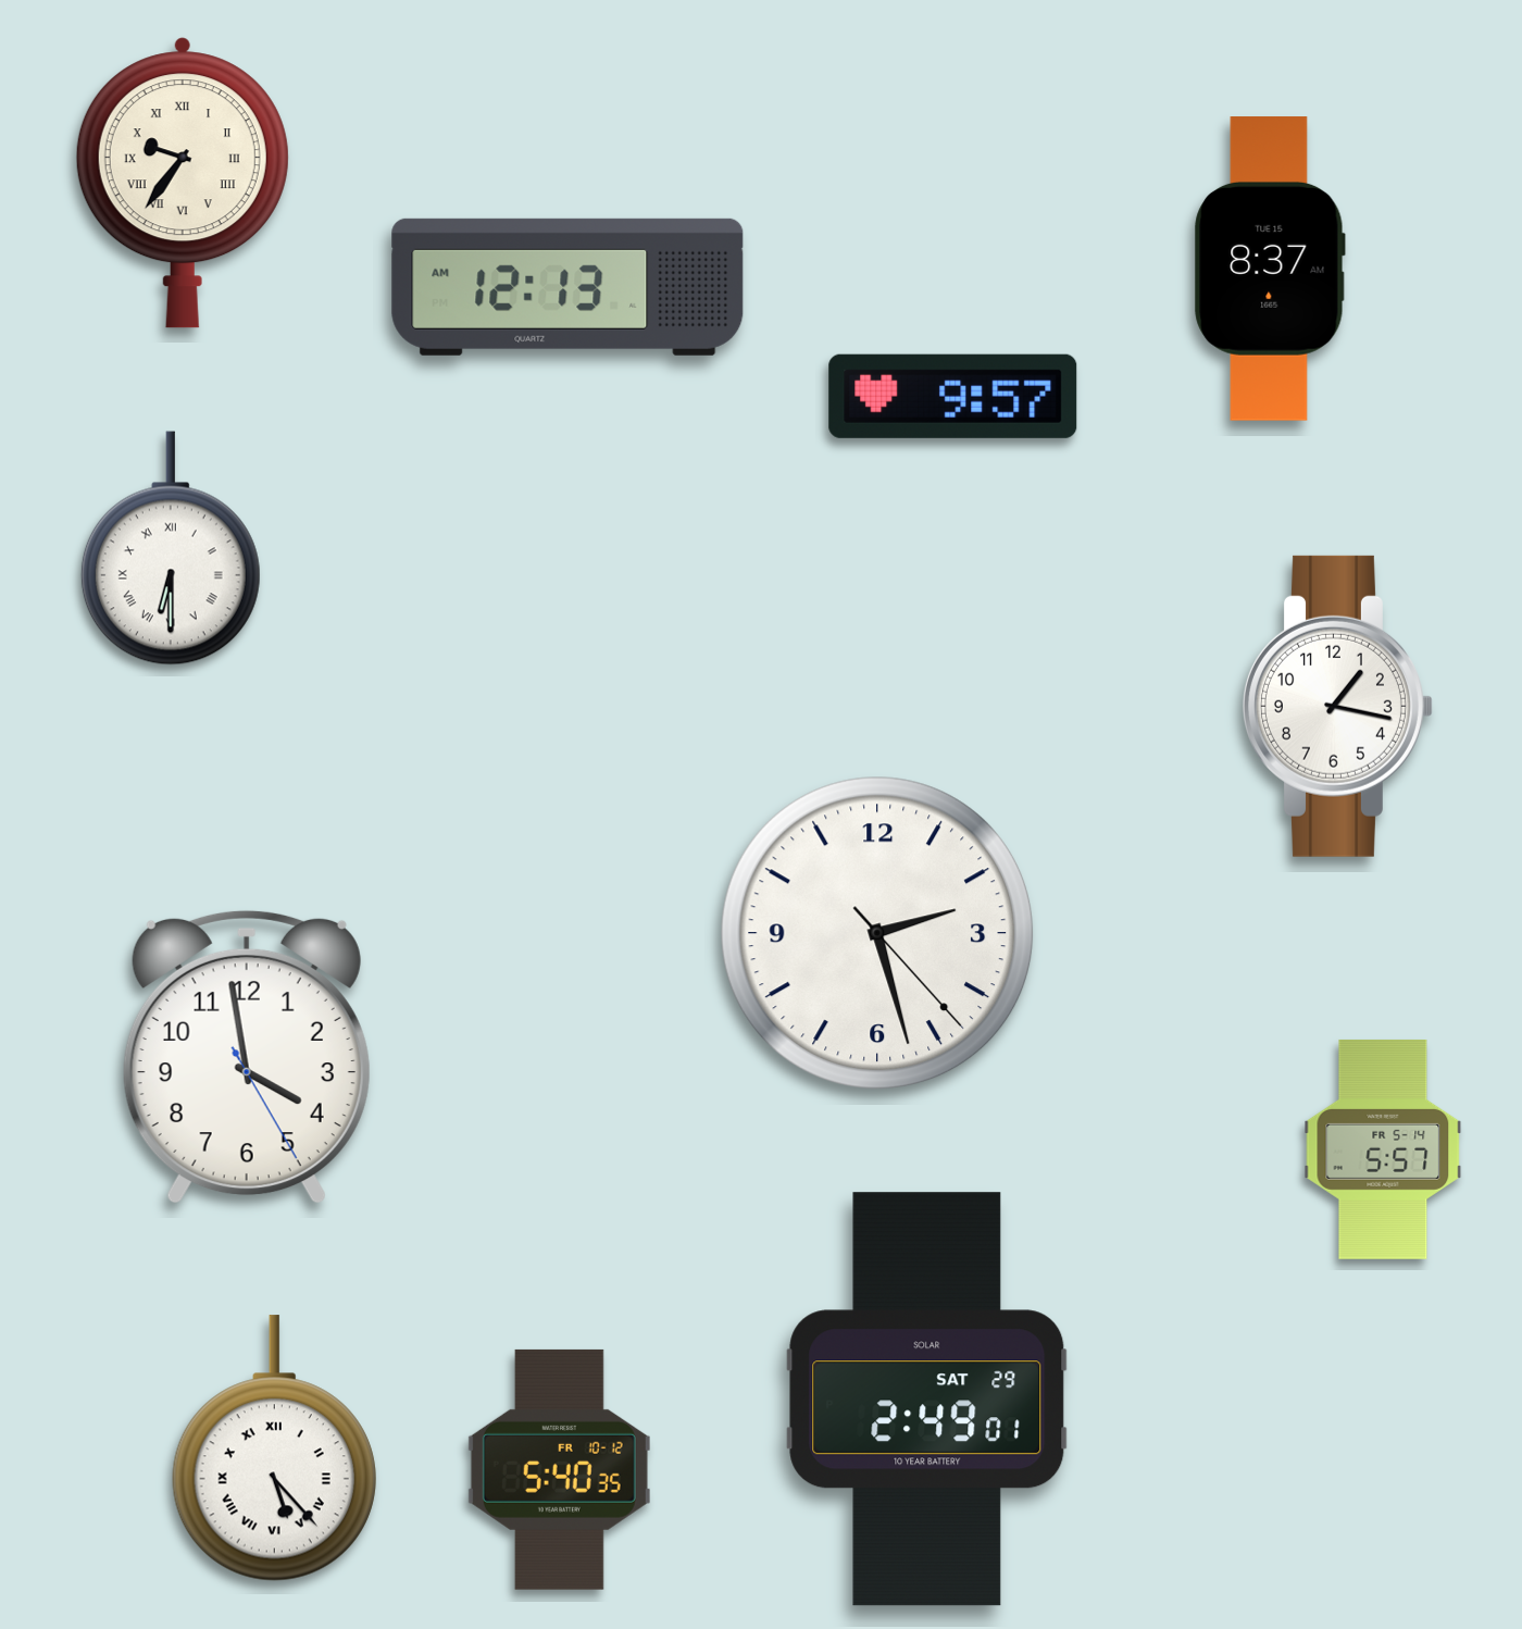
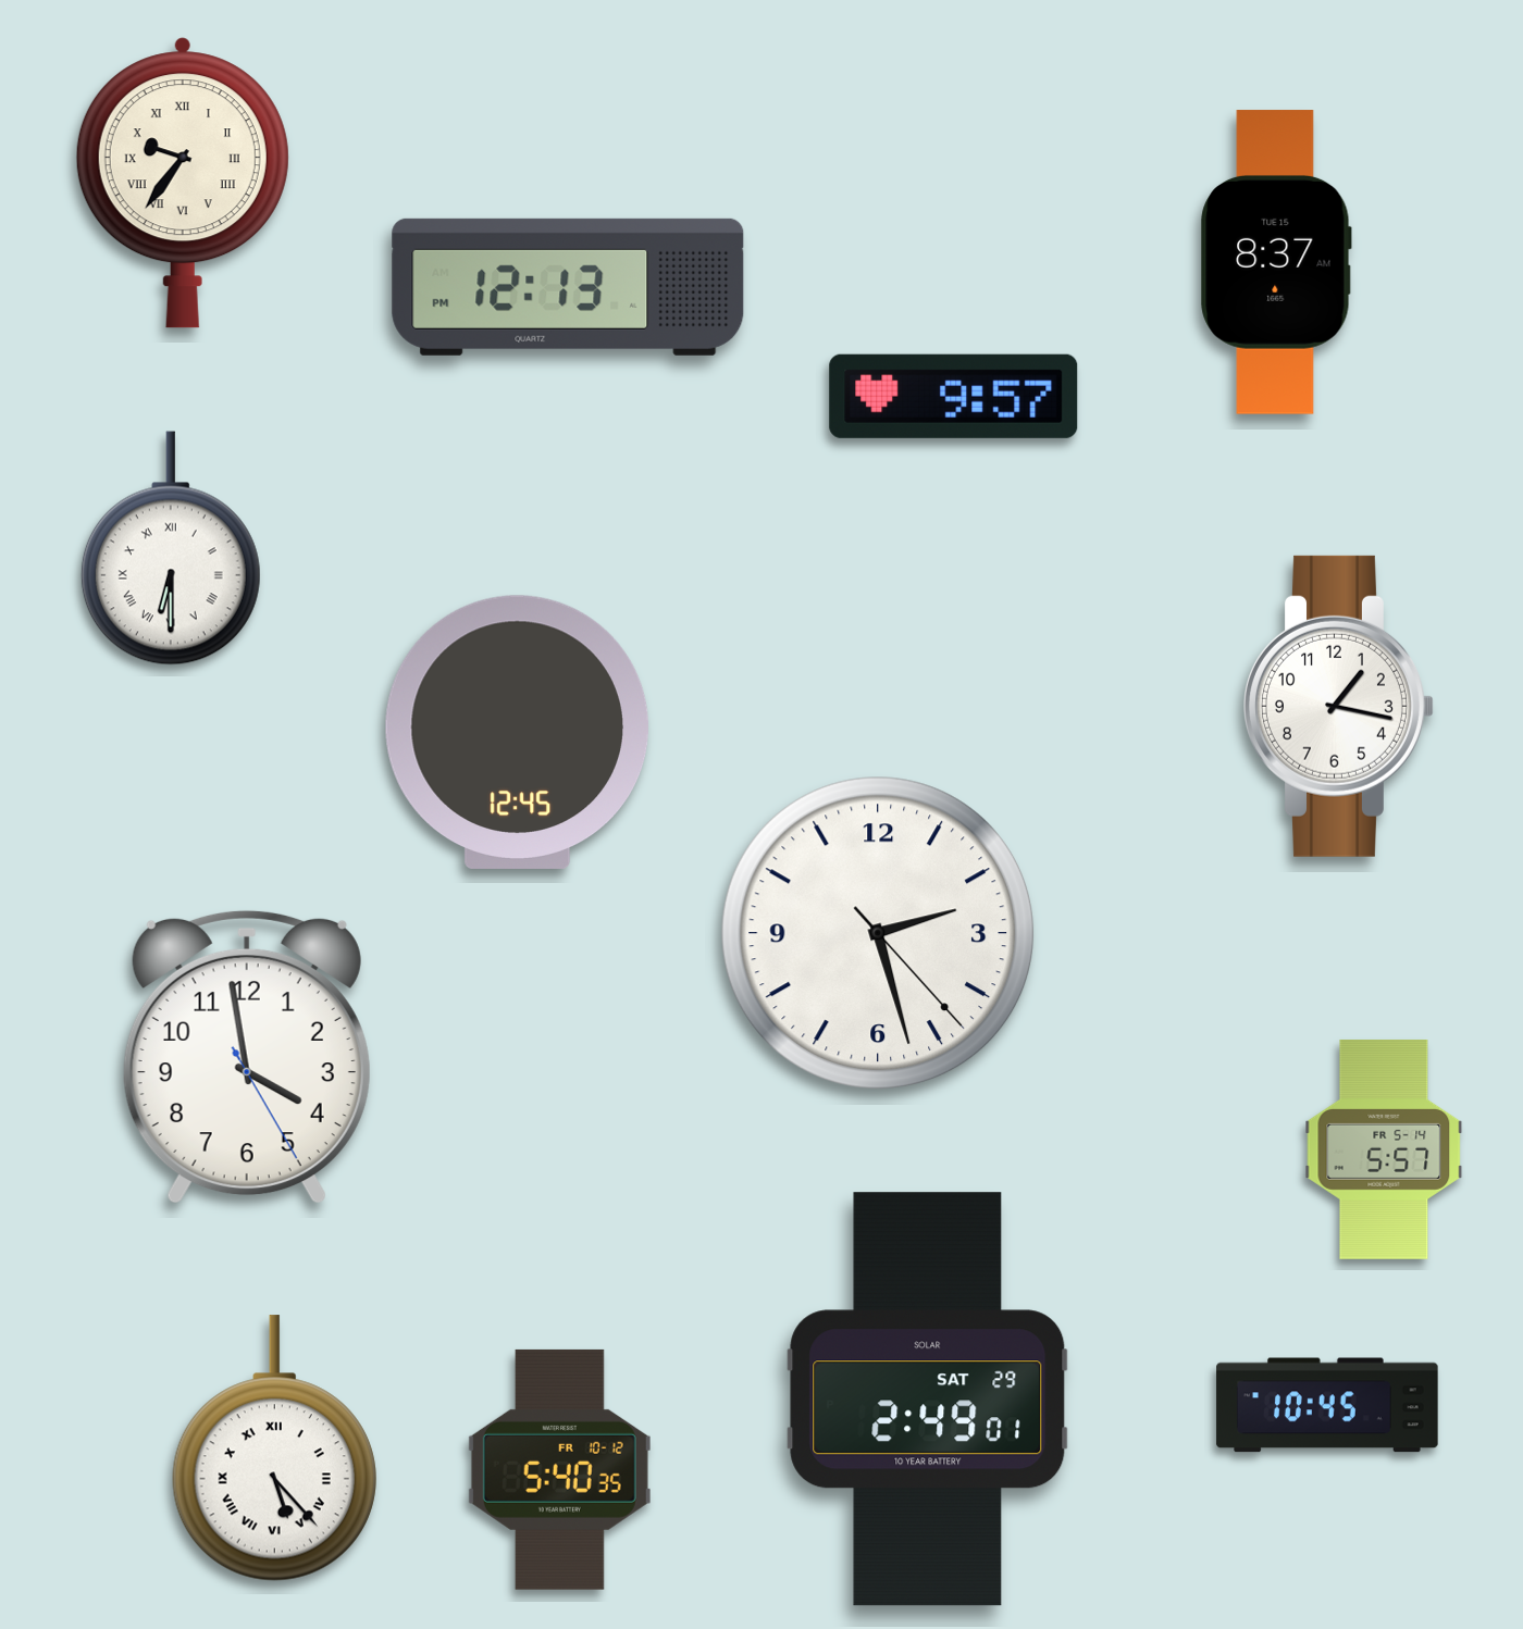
clock at (1270, 269) position: (1270, 269) -> (1276, 262)
clock at (567, 287): 12:13 AM -> 12:13 PM
clock at (517, 732): none -> 12:45
clock at (1327, 1405): none -> 10:45
